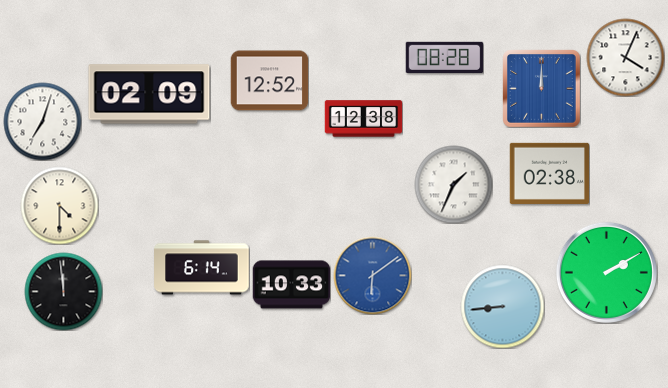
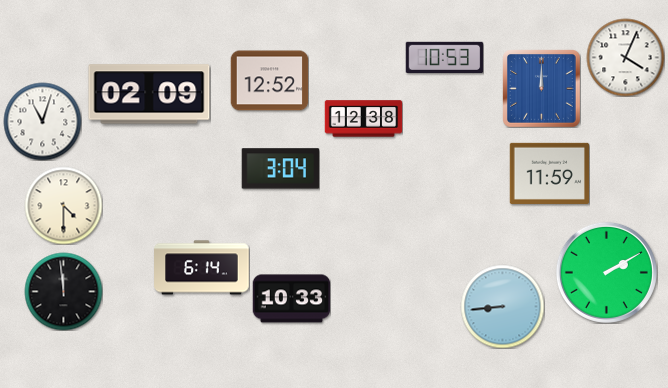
clock at (444, 57): 08:28 -> 10:53
clock at (42, 121): 7:03 -> 11:03
clock at (280, 169): none -> 3:04
clock at (549, 173): 02:38 -> 11:59
clock at (453, 184): 1:34 -> none
clock at (59, 205) position: (59, 205) -> (63, 205)
clock at (372, 275): 6:09 -> none
clock at (291, 285) position: (291, 285) -> (291, 299)
